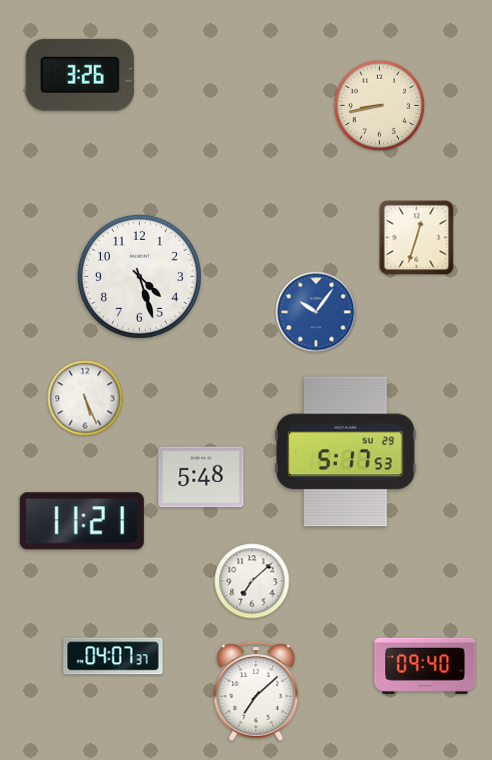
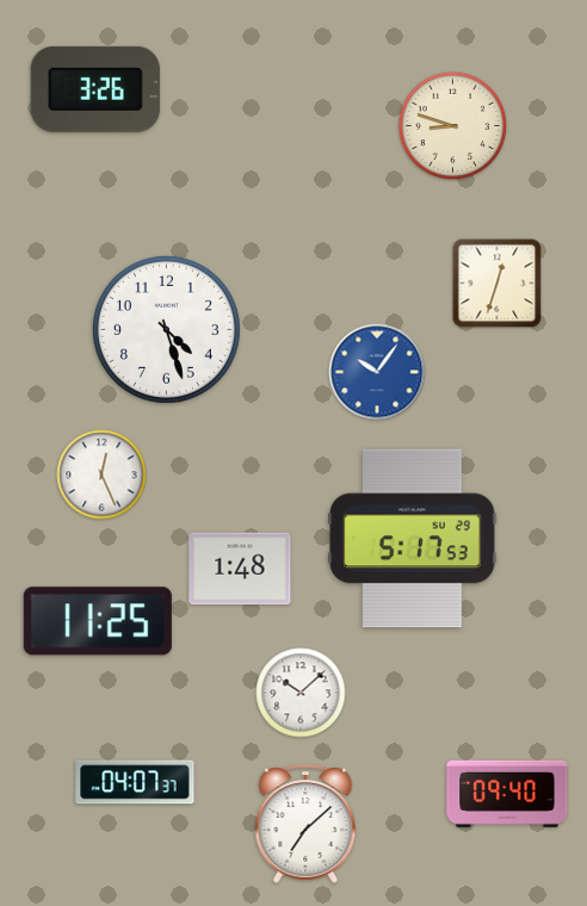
clock at (380, 106): 8:43 -> 8:48
clock at (85, 398): 5:26 -> 12:26
clock at (201, 477): 5:48 -> 1:48
clock at (82, 521): 11:21 -> 11:25
clock at (252, 581): 7:08 -> 10:08
